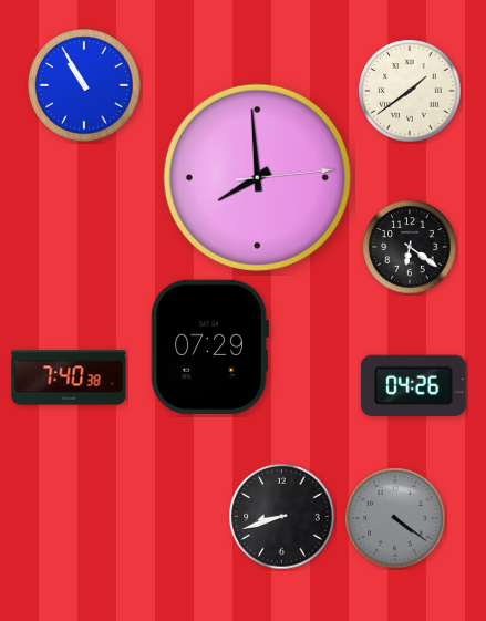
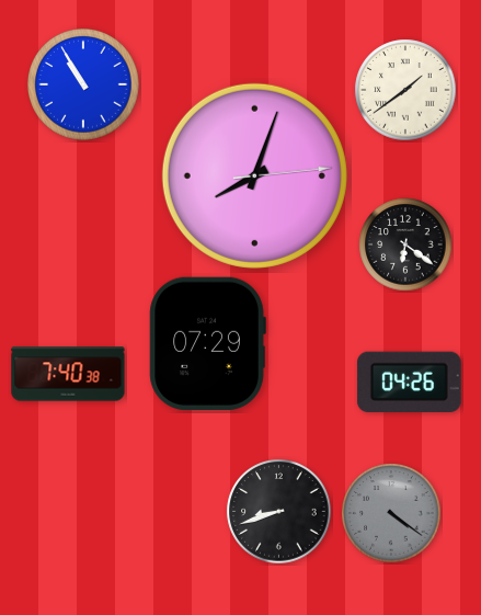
clock at (257, 177): 7:59 -> 8:03
